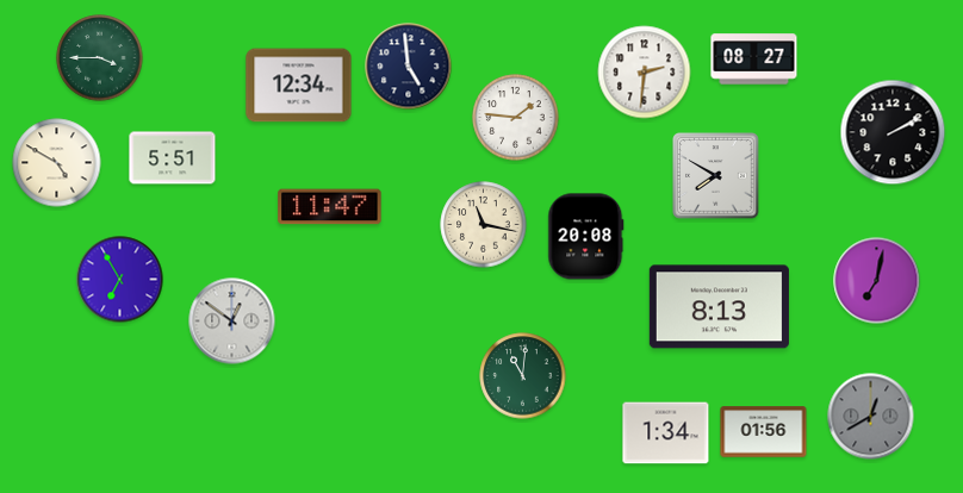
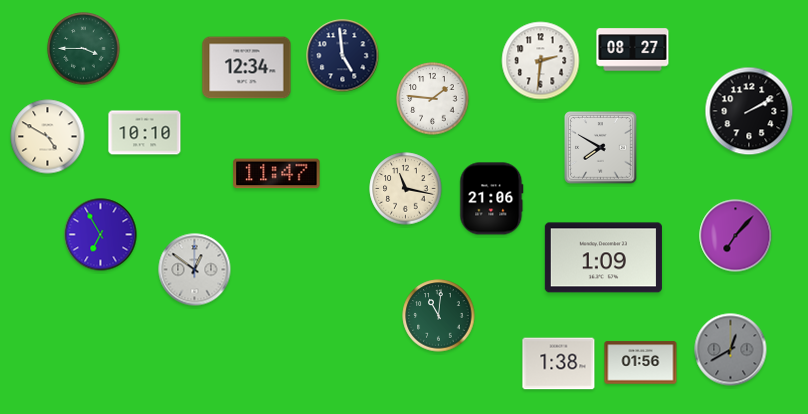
clock at (299, 86) position: (299, 86) -> (247, 68)
clock at (173, 158): 5:51 -> 10:10
clock at (586, 237): 20:08 -> 21:06
clock at (877, 281): 7:02 -> 7:07
clock at (719, 307): 8:13 -> 1:09
clock at (666, 433): 1:34 -> 1:38
